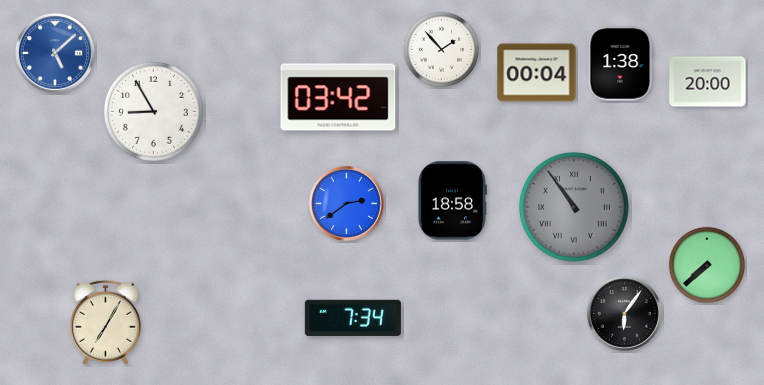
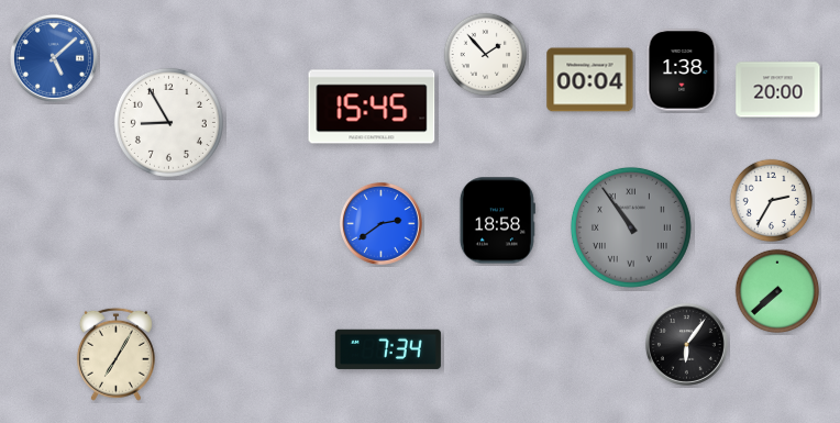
clock at (55, 53) position: (55, 53) -> (54, 58)
clock at (338, 97): 03:42 -> 15:45
clock at (772, 201): none -> 2:35
